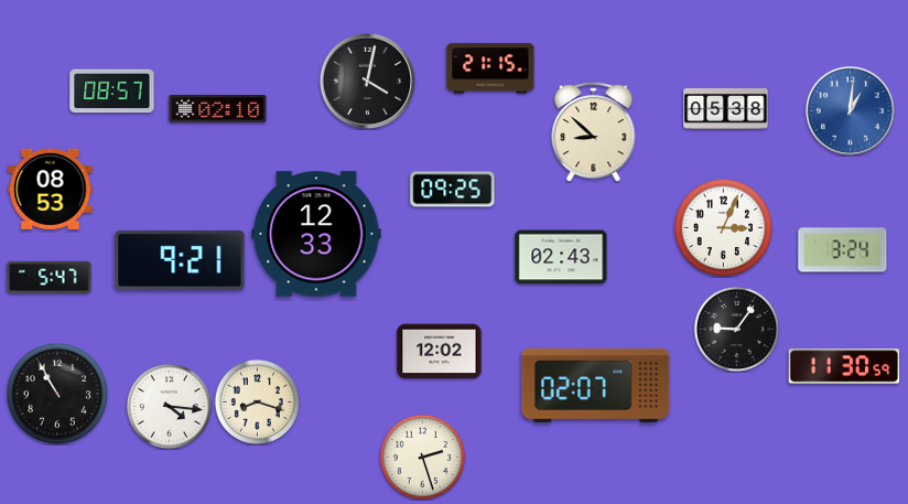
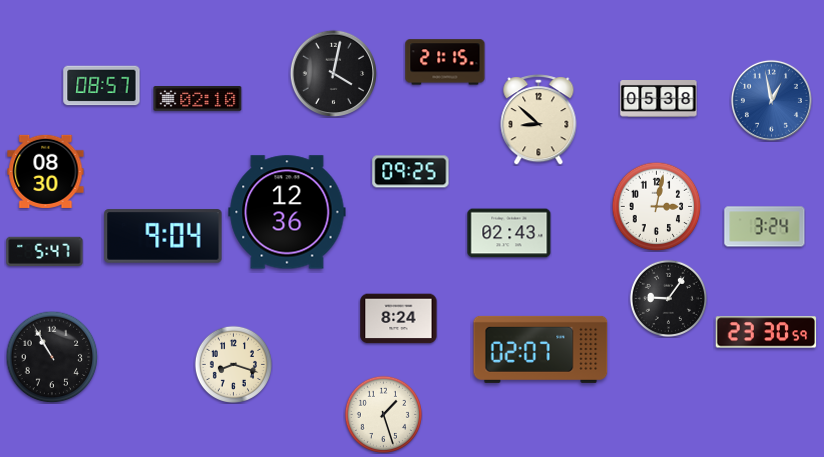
clock at (112, 92) position: (112, 92) -> (102, 86)
clock at (850, 110): 1:01 -> 12:58
clock at (51, 189): 08:53 -> 08:30
clock at (723, 227): 3:04 -> 3:02
clock at (316, 234): 12:33 -> 12:36
clock at (180, 260): 9:21 -> 9:04
clock at (440, 352): 12:02 -> 8:24
clock at (844, 366): 11:30 -> 23:30
clock at (169, 406): 4:16 -> none
clock at (422, 457): 2:27 -> 1:27
